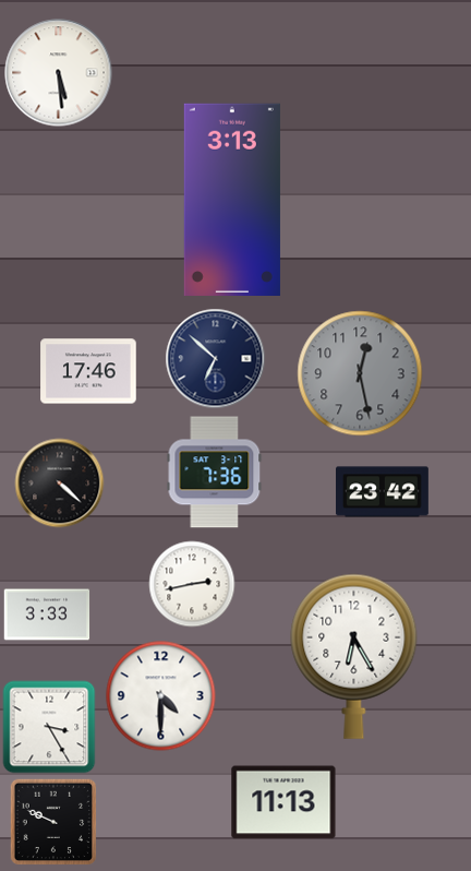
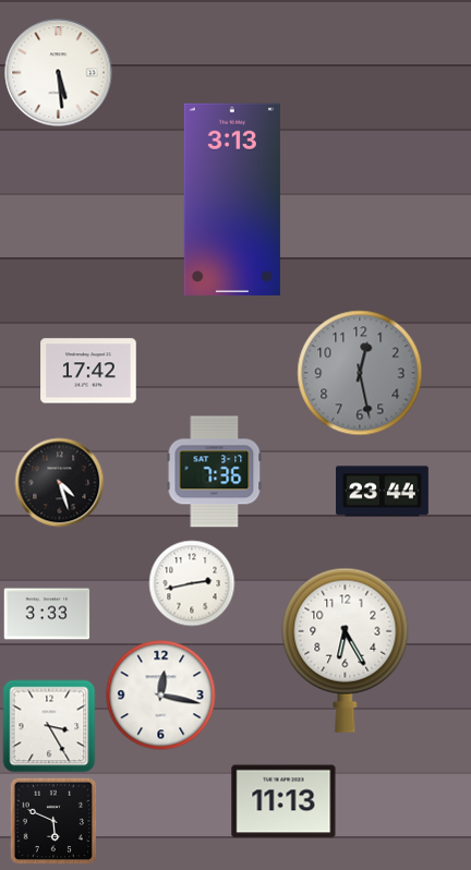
clock at (216, 359): 6:52 -> none
clock at (88, 371): 17:46 -> 17:42
clock at (60, 484): 4:22 -> 4:27
clock at (383, 492): 23:42 -> 23:44
clock at (354, 656) position: (354, 656) -> (346, 650)
clock at (161, 696): 4:30 -> 12:17
clock at (53, 822): 9:49 -> 5:49
